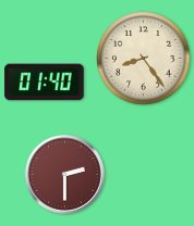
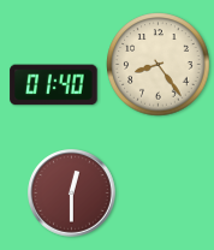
clock at (45, 83) position: (45, 83) -> (54, 85)
clock at (65, 175): 2:30 -> 12:30
